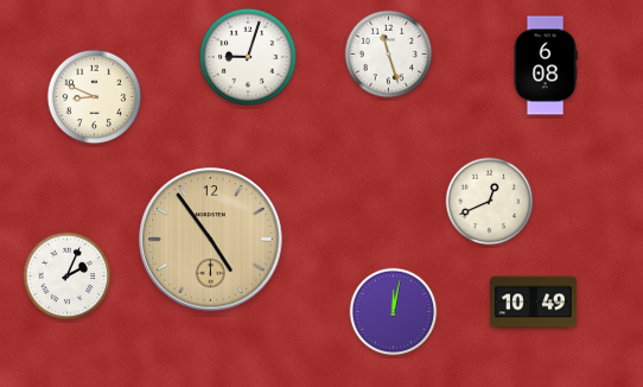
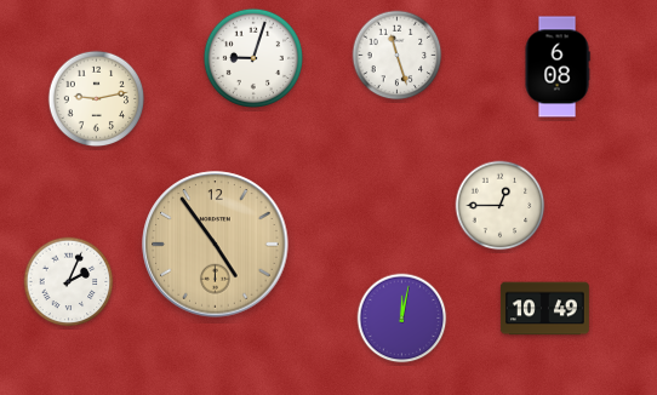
clock at (95, 97): 8:49 -> 9:13
clock at (490, 202): 12:41 -> 12:45
